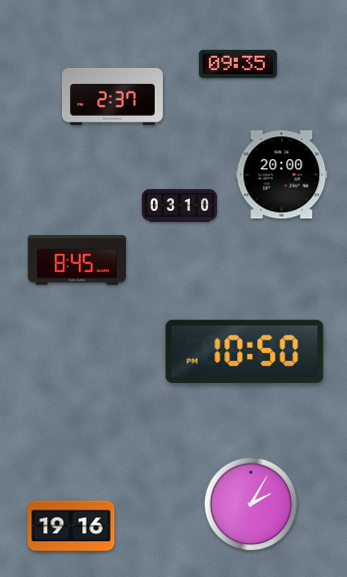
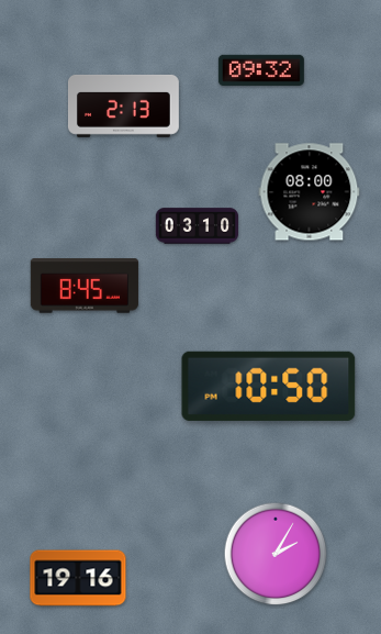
clock at (238, 64): 09:35 -> 09:32
clock at (112, 96): 2:37 -> 2:13
clock at (282, 175): 20:00 -> 08:00
